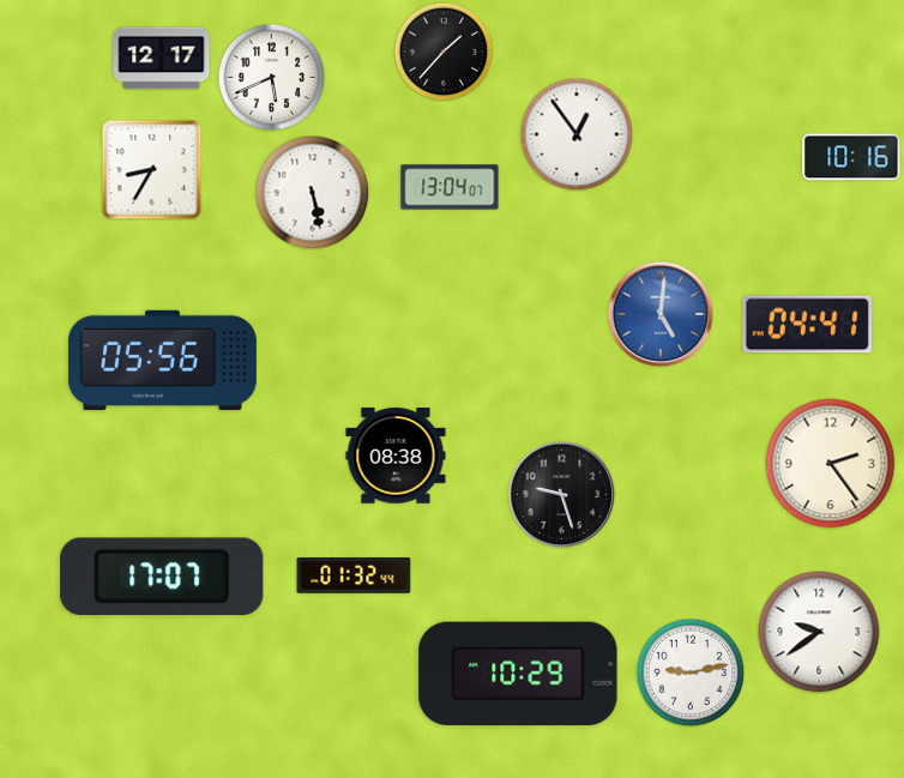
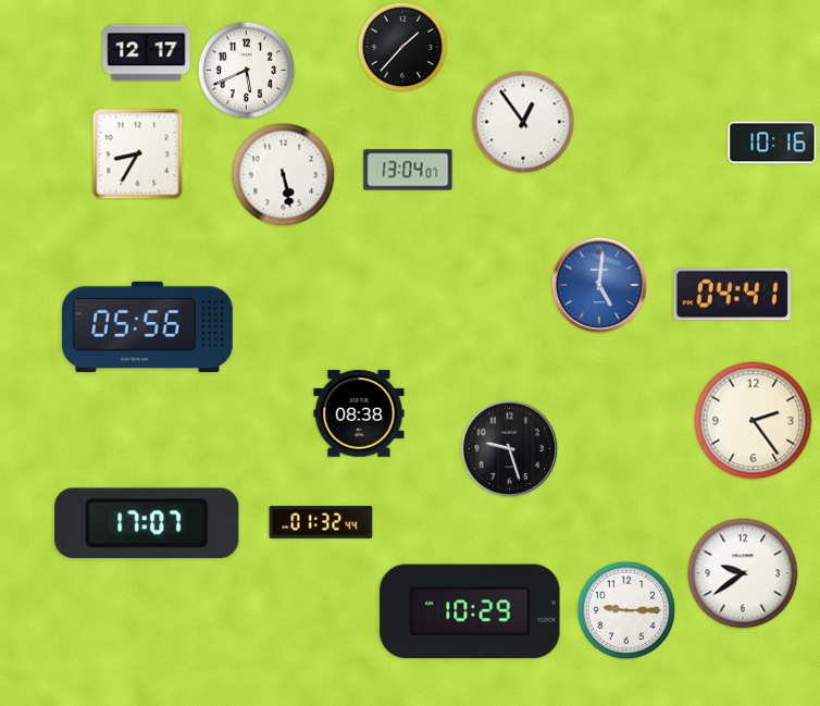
clock at (691, 673): 9:13 -> 9:15
